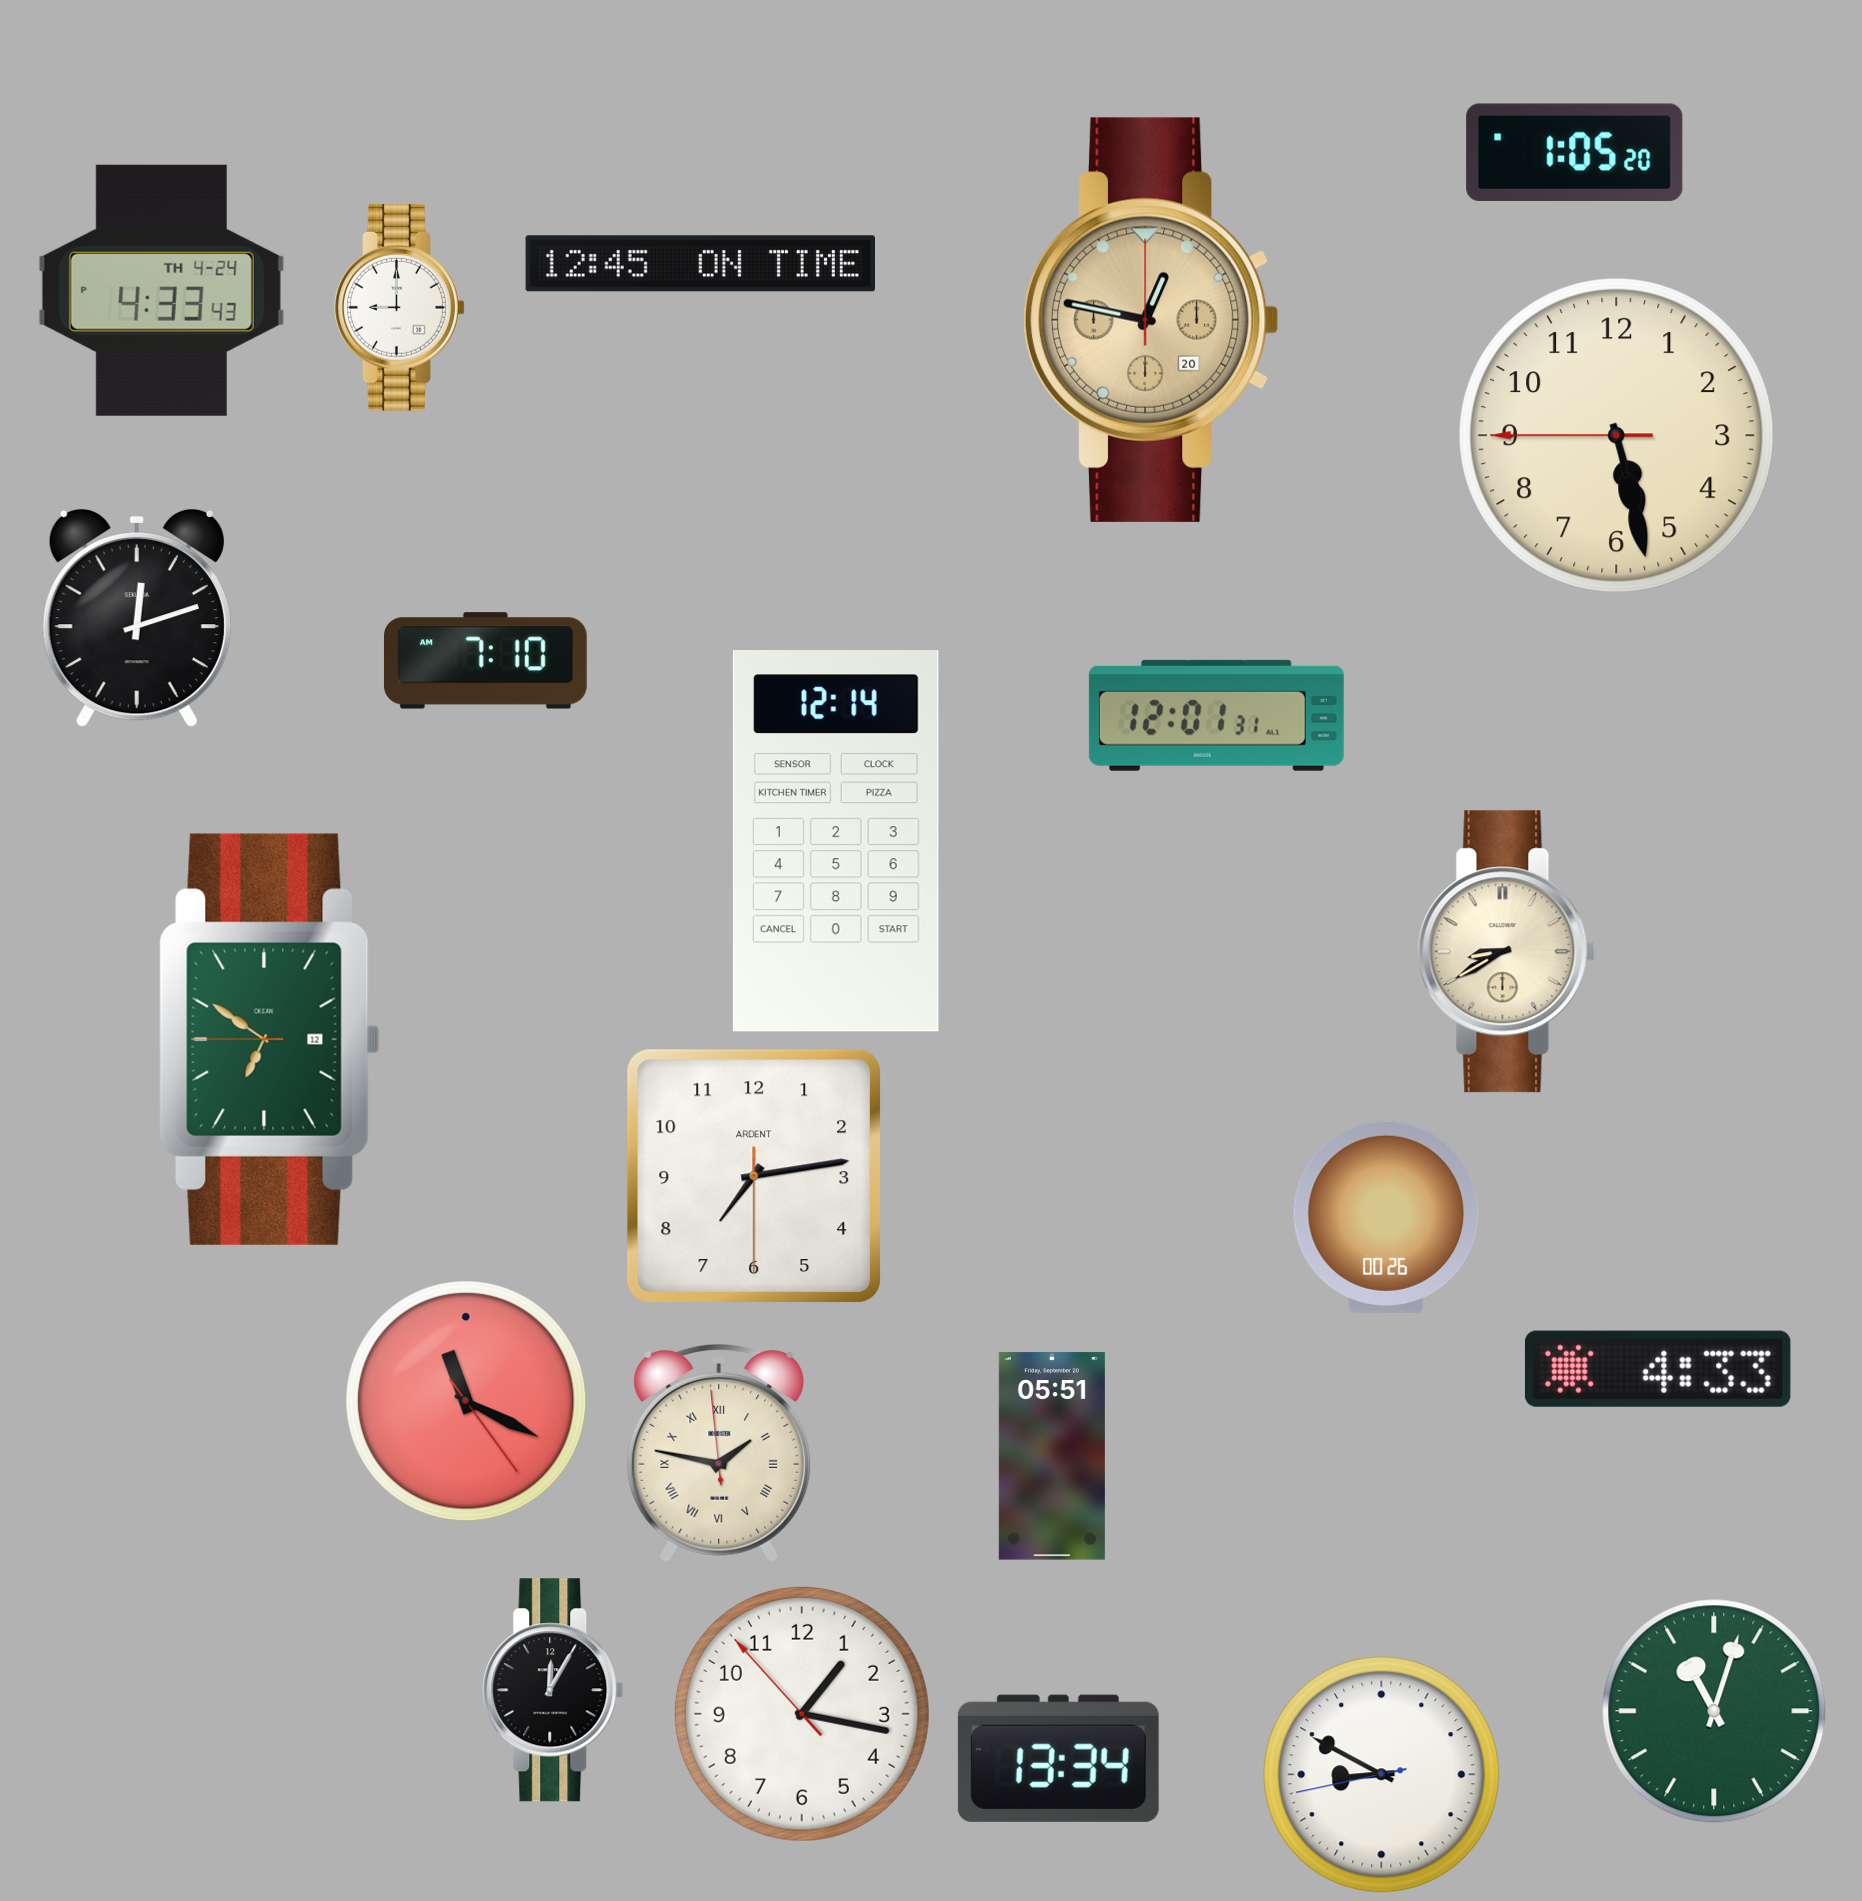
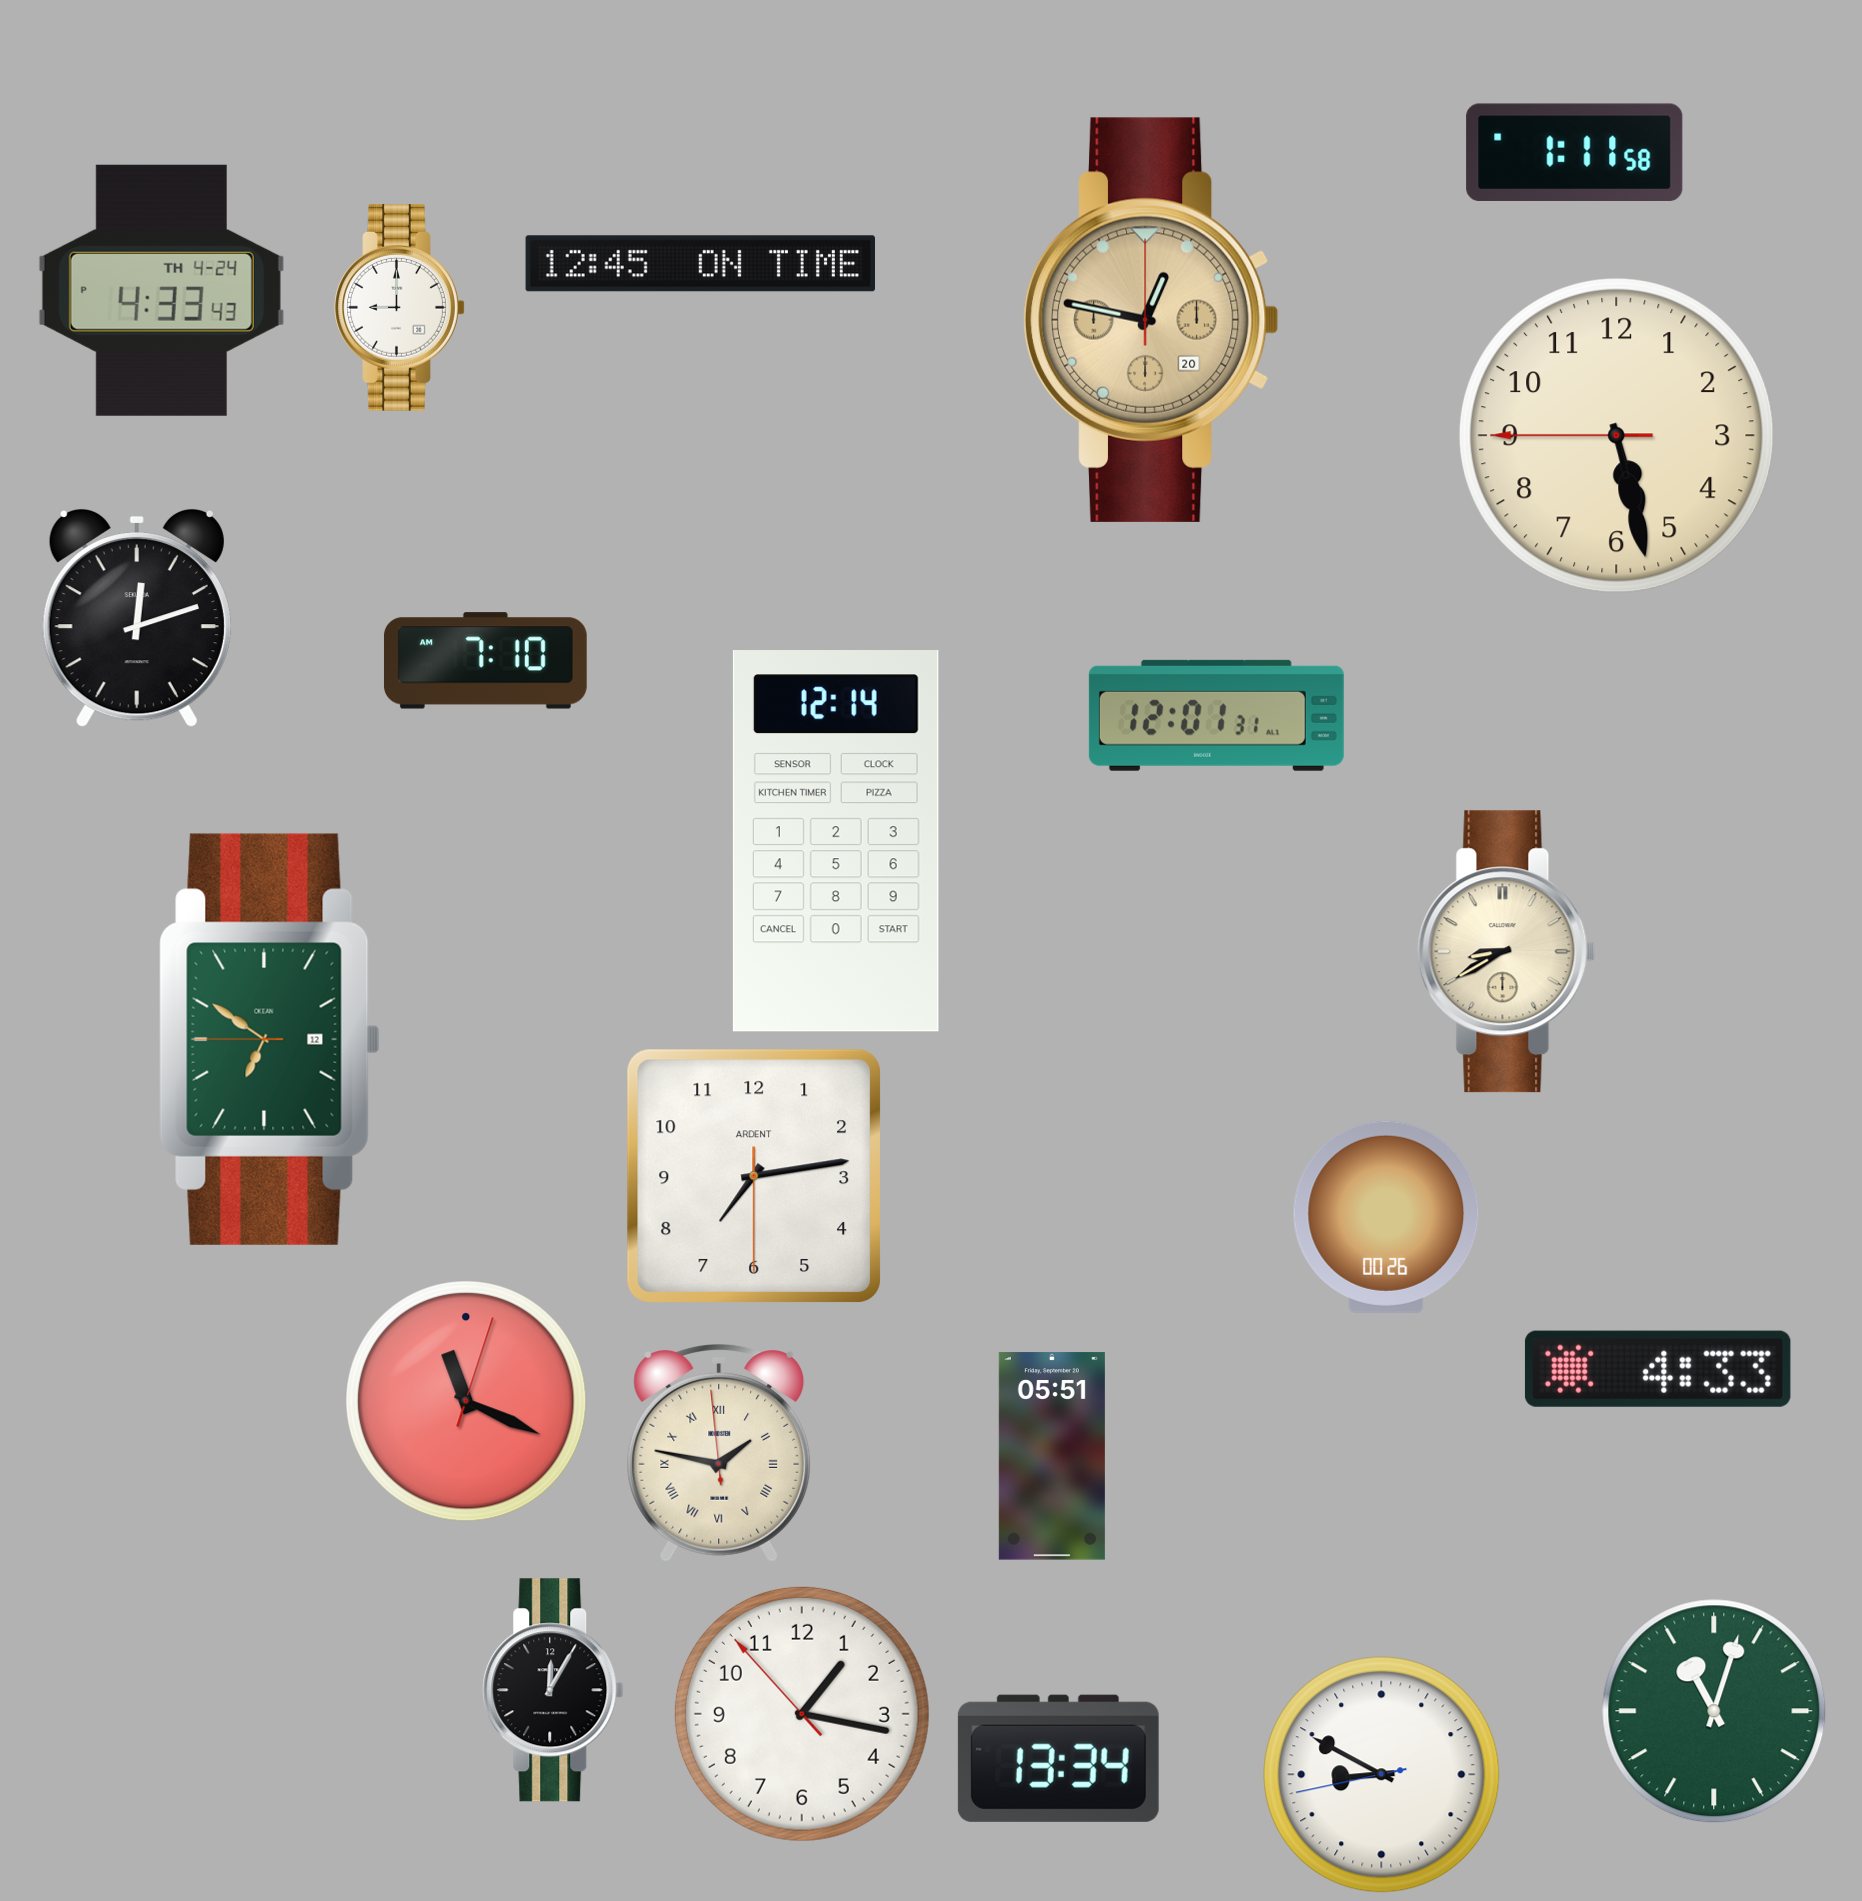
clock at (1575, 152): 1:05 -> 1:11
clock at (466, 1401): 11:19:24 -> 11:19:03
